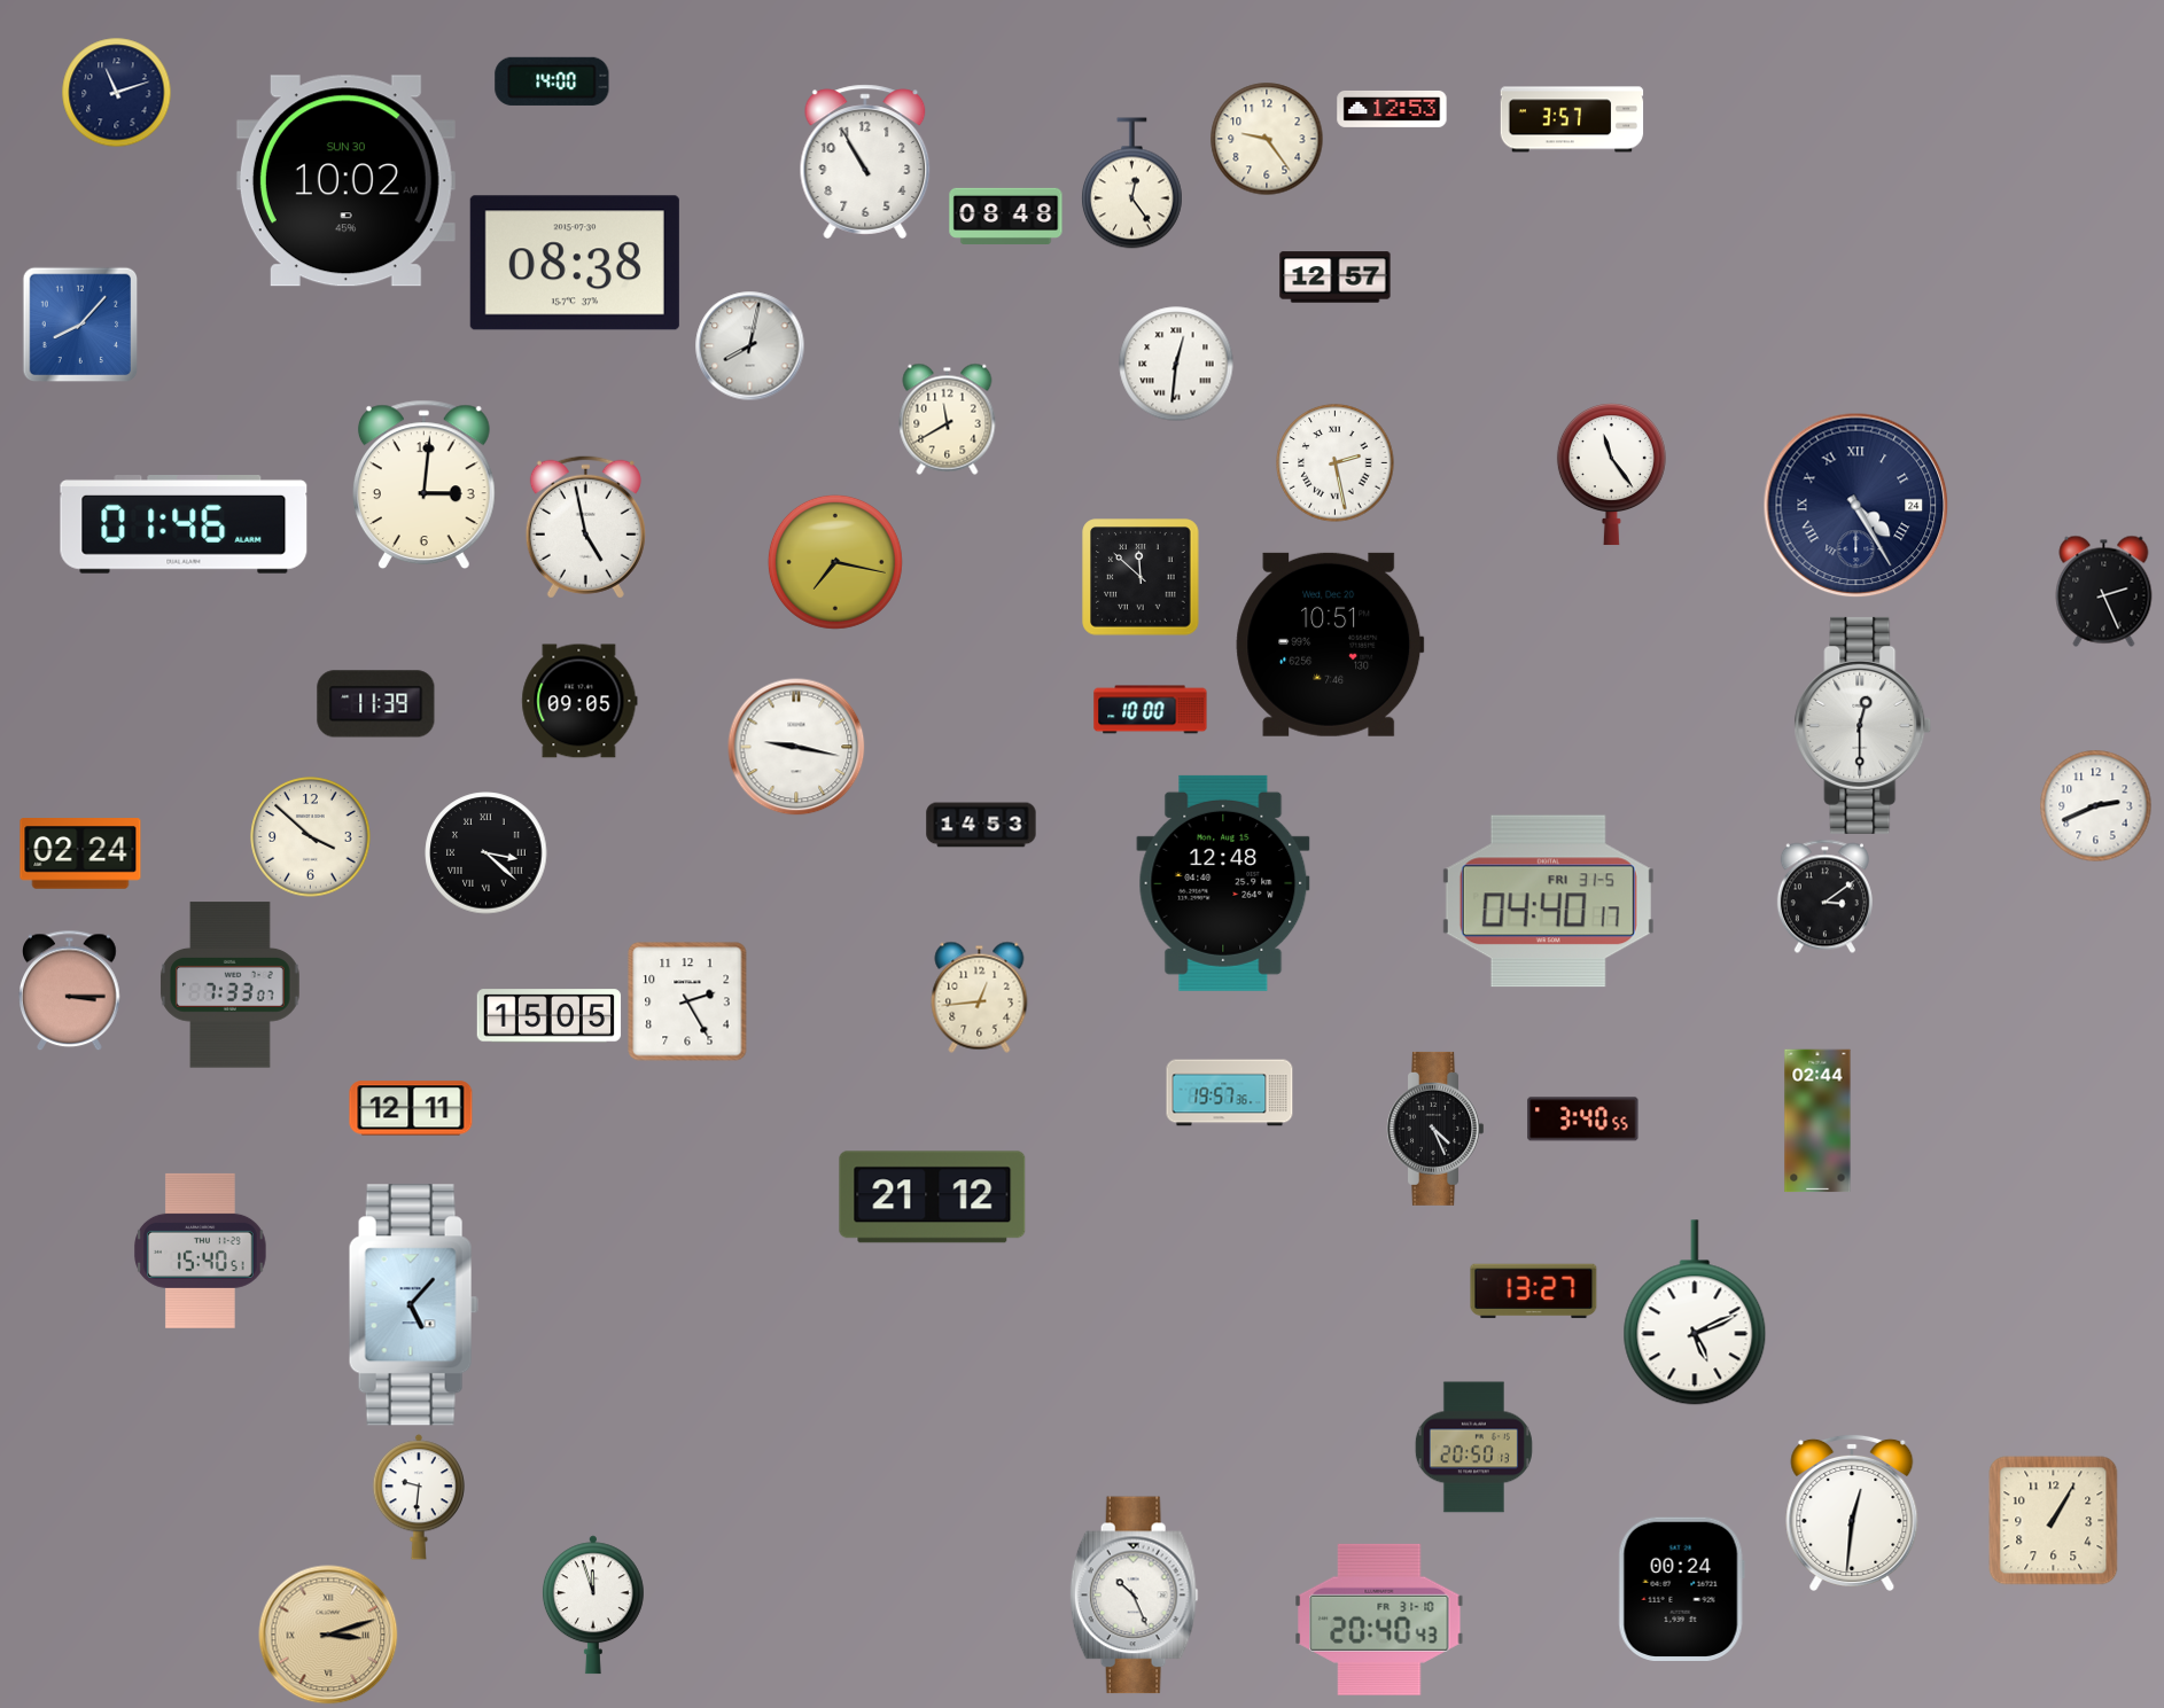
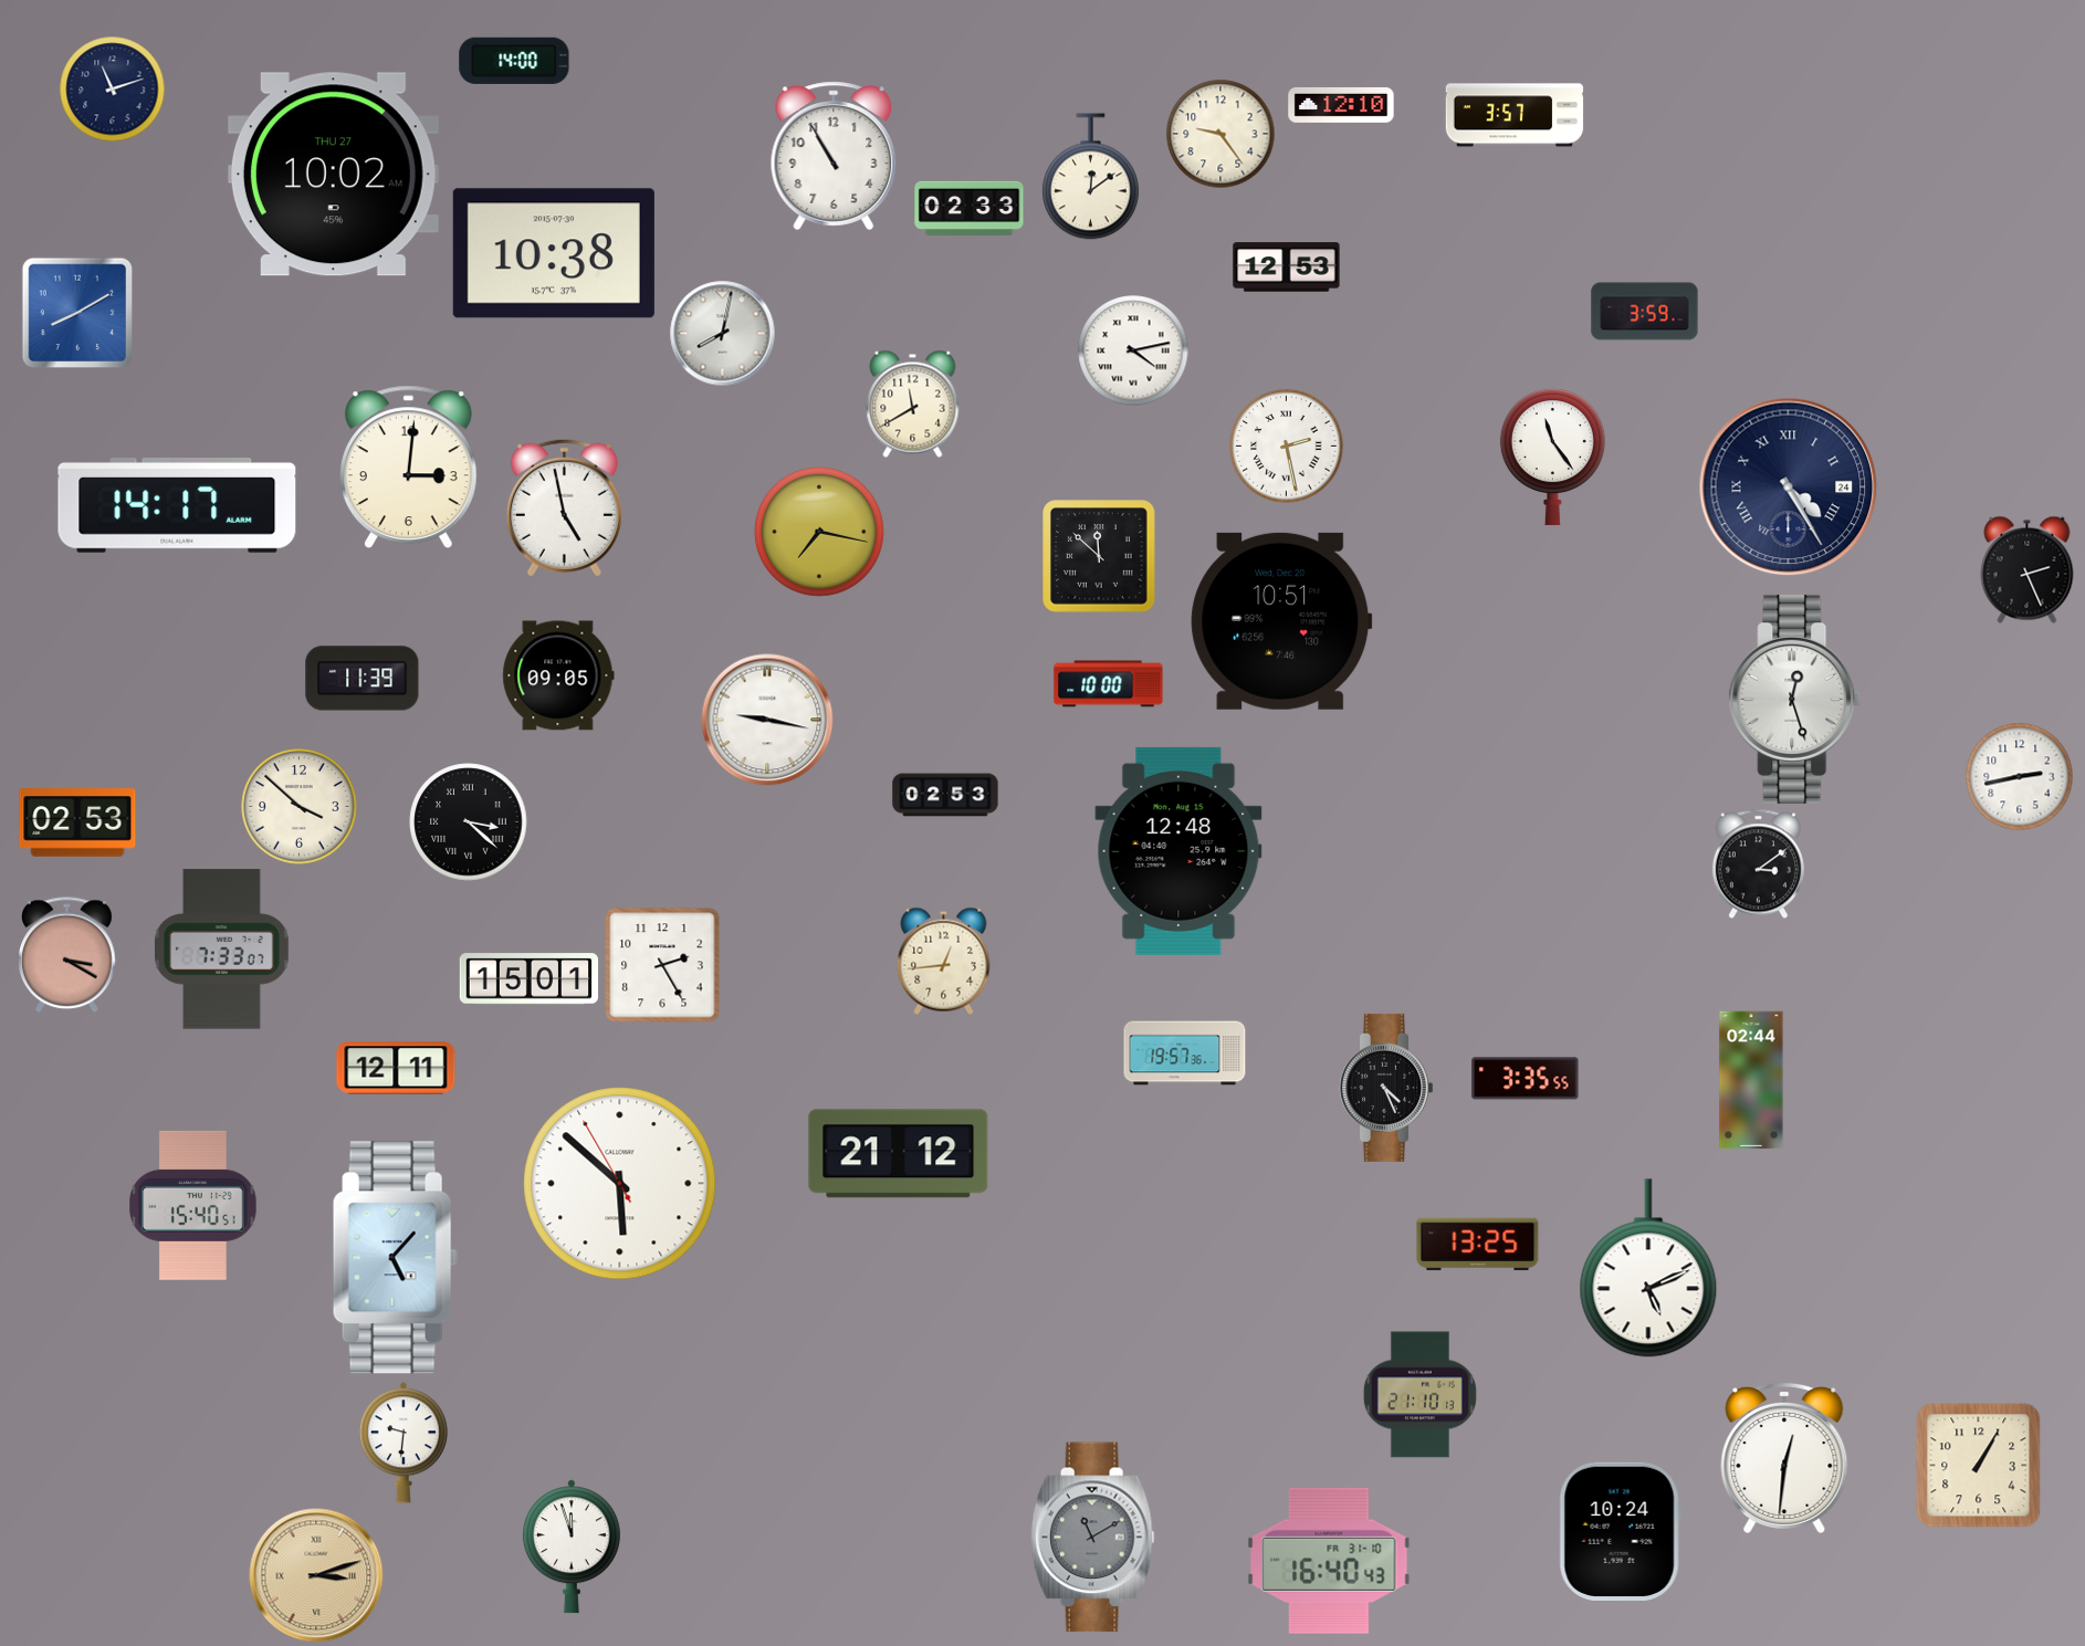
clock at (552, 81) position: (552, 81) -> (514, 61)
clock at (1392, 109): 12:53 -> 12:10
clock at (345, 181) date: SUN 30 -> THU 27
clock at (1131, 184): 12:24 -> 12:09
clock at (1006, 216): 08:48 -> 02:33
clock at (575, 263): 08:38 -> 10:38
clock at (1336, 278): 12:57 -> 12:53
clock at (1645, 312): none -> 3:59
clock at (80, 325): 8:07 -> 8:10
clock at (1176, 364): 12:31 -> 4:13
clock at (184, 525): 01:46 -> 14:17
clock at (835, 562) position: (835, 562) -> (819, 532)
clock at (1863, 725): 12:30 -> 12:27
clock at (2095, 805): 2:41 -> 2:43
clock at (981, 825): 14:53 -> 02:53
clock at (80, 853): 02:24 -> 02:53
clock at (1548, 902): 04:40 -> none
clock at (70, 990): 3:15 -> 3:20
clock at (550, 1016): 15:05 -> 15:01
clock at (1583, 1120): 3:40 -> 3:35
clock at (1435, 1129) position: (1435, 1129) -> (1386, 1088)
clock at (620, 1184): none -> 5:51
clock at (1534, 1292): 13:27 -> 13:25
clock at (413, 1305) position: (413, 1305) -> (395, 1258)
clock at (1695, 1312) position: (1695, 1312) -> (1648, 1268)
clock at (1473, 1448): 20:50 -> 21:10
clock at (1681, 1589): 00:24 -> 10:24
clock at (1134, 1596): 10:26 -> 11:10
clock at (1134, 1596) dial: white -> grey
clock at (1379, 1620): 20:40 -> 16:40
